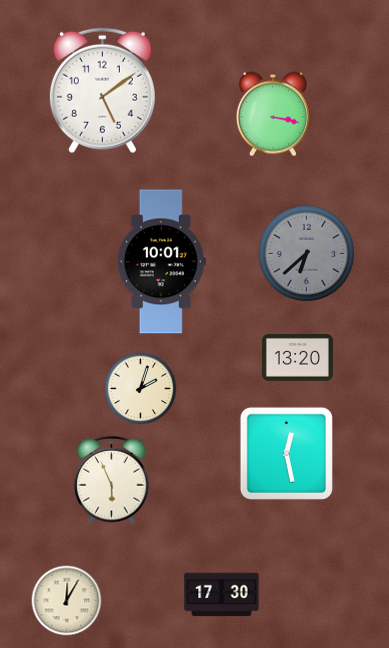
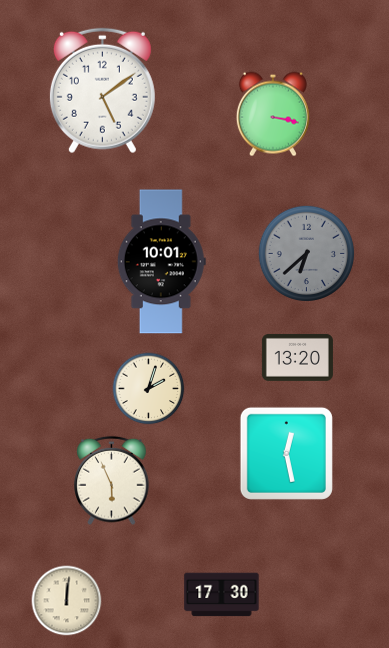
clock at (141, 389) position: (141, 389) -> (149, 389)
clock at (67, 601): 12:05 -> 12:01
